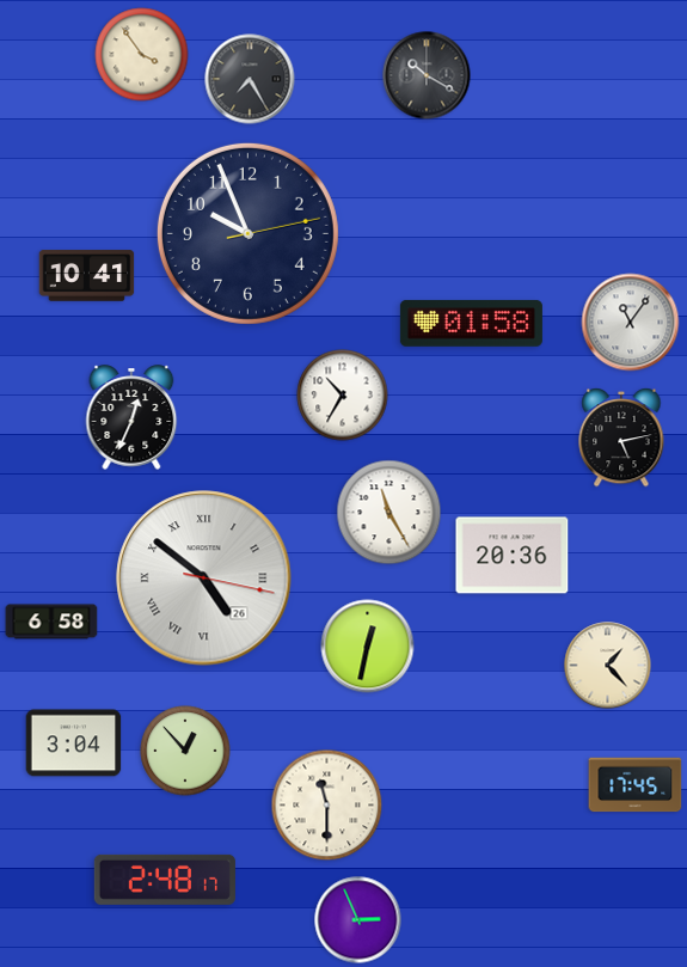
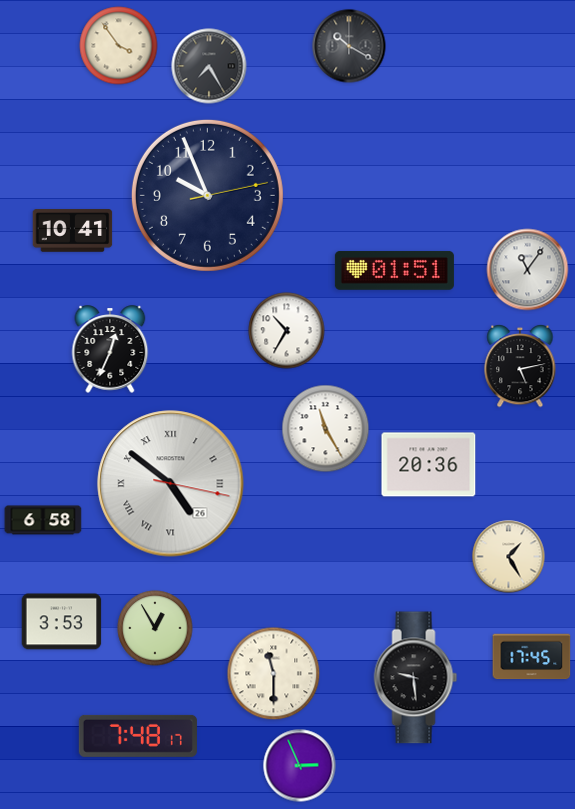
clock at (427, 75) position: (427, 75) -> (349, 46)
clock at (471, 324): 01:58 -> 01:51
clock at (368, 647): 12:32 -> none
clock at (608, 666): 1:23 -> 1:25
clock at (74, 743): 3:04 -> 3:53
clock at (185, 751): 12:53 -> 12:55
clock at (416, 678): none -> 9:29
clock at (165, 880): 2:48 -> 7:48
clock at (358, 920) position: (358, 920) -> (300, 766)
